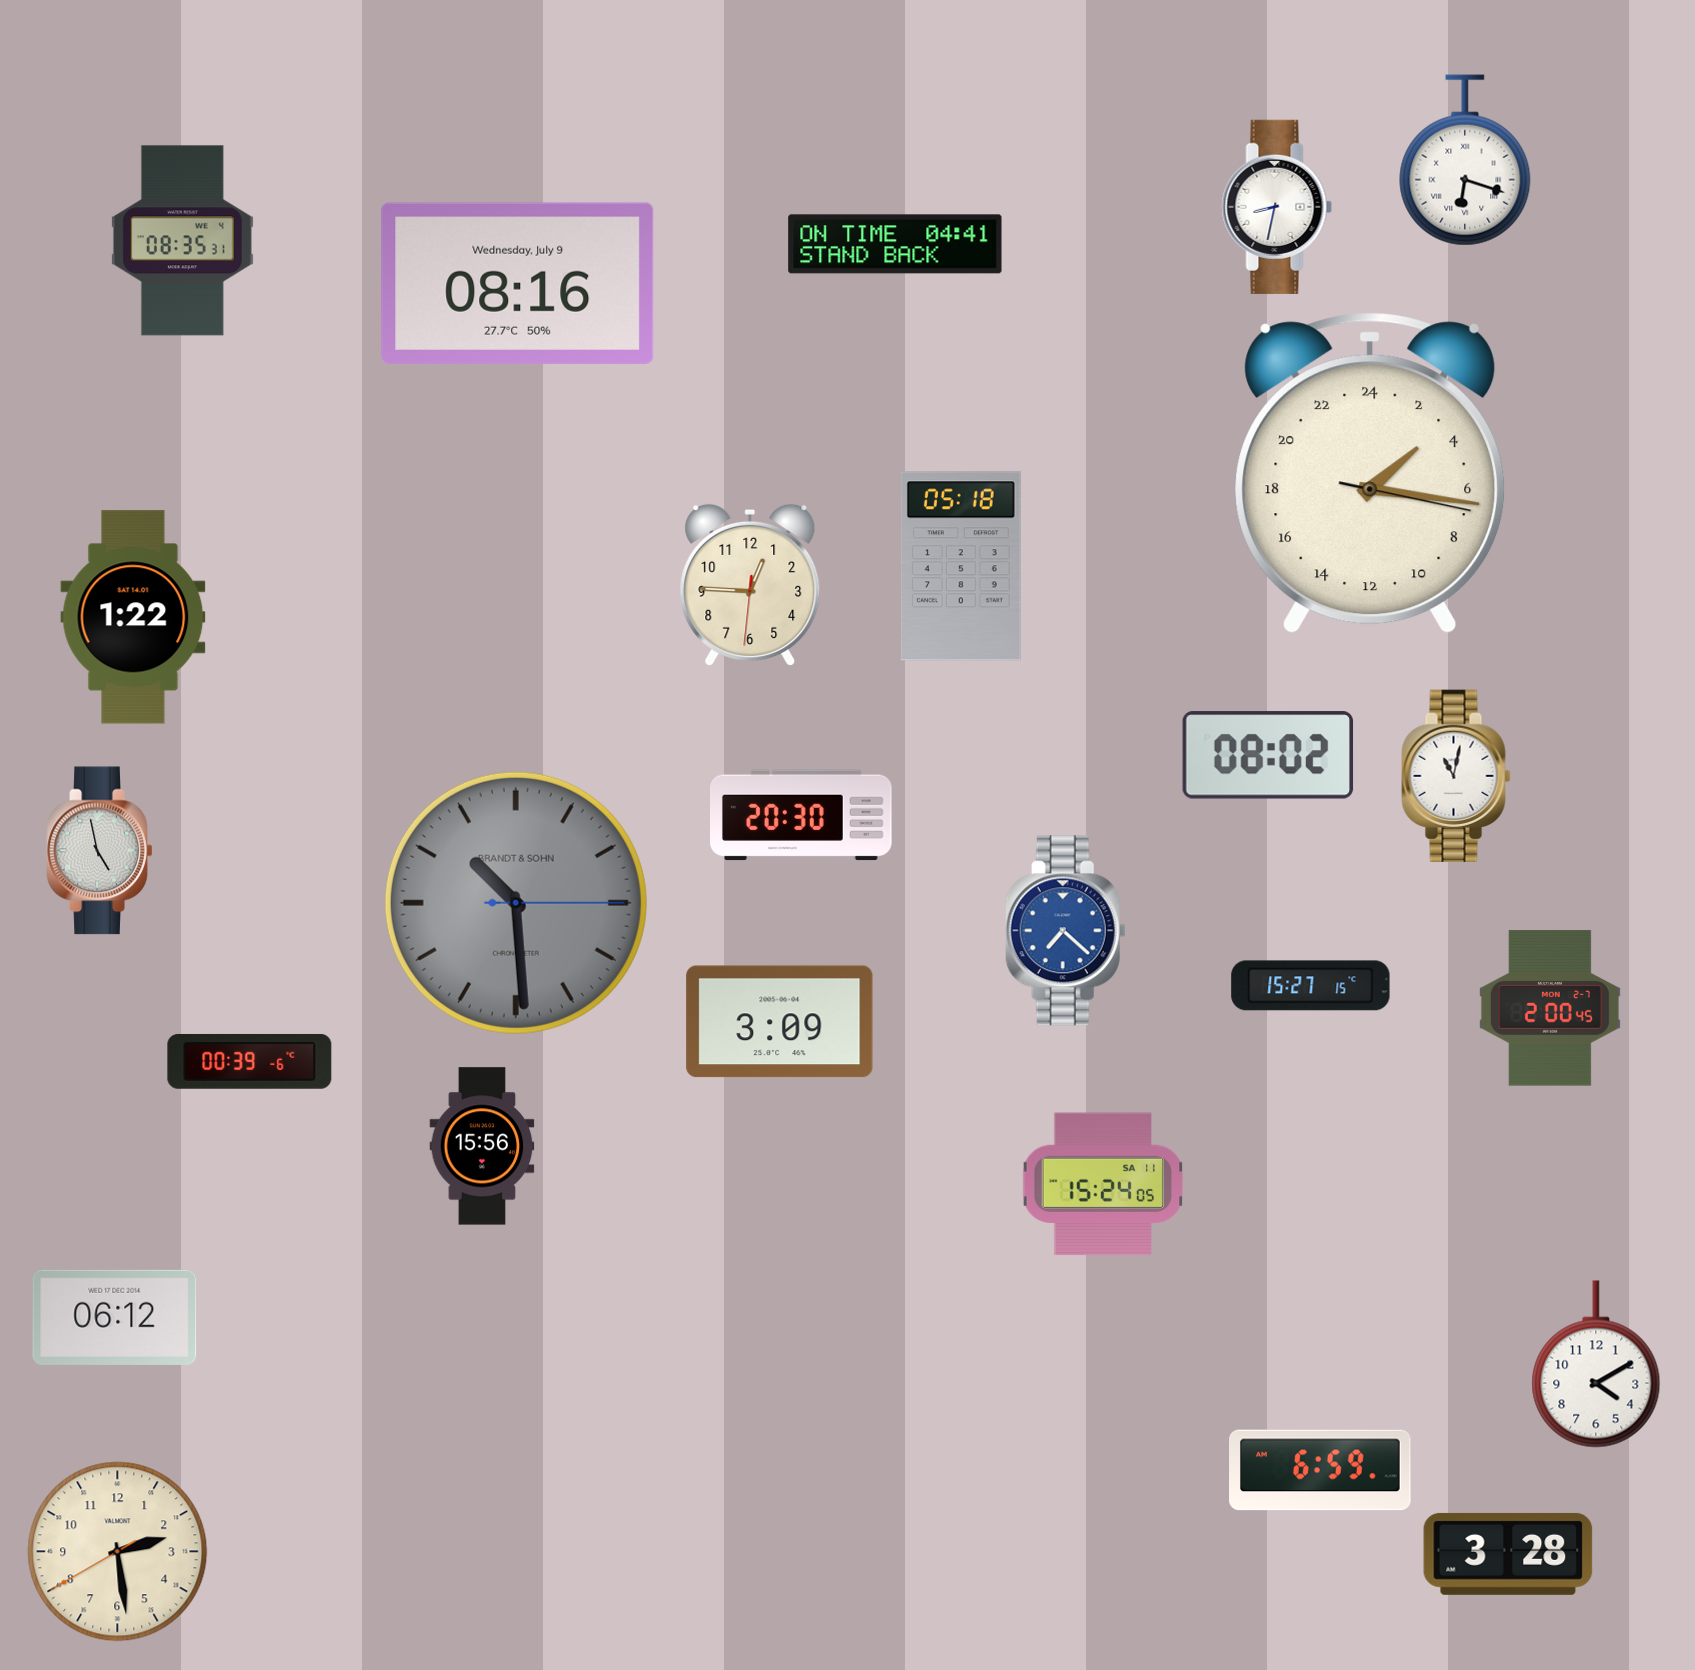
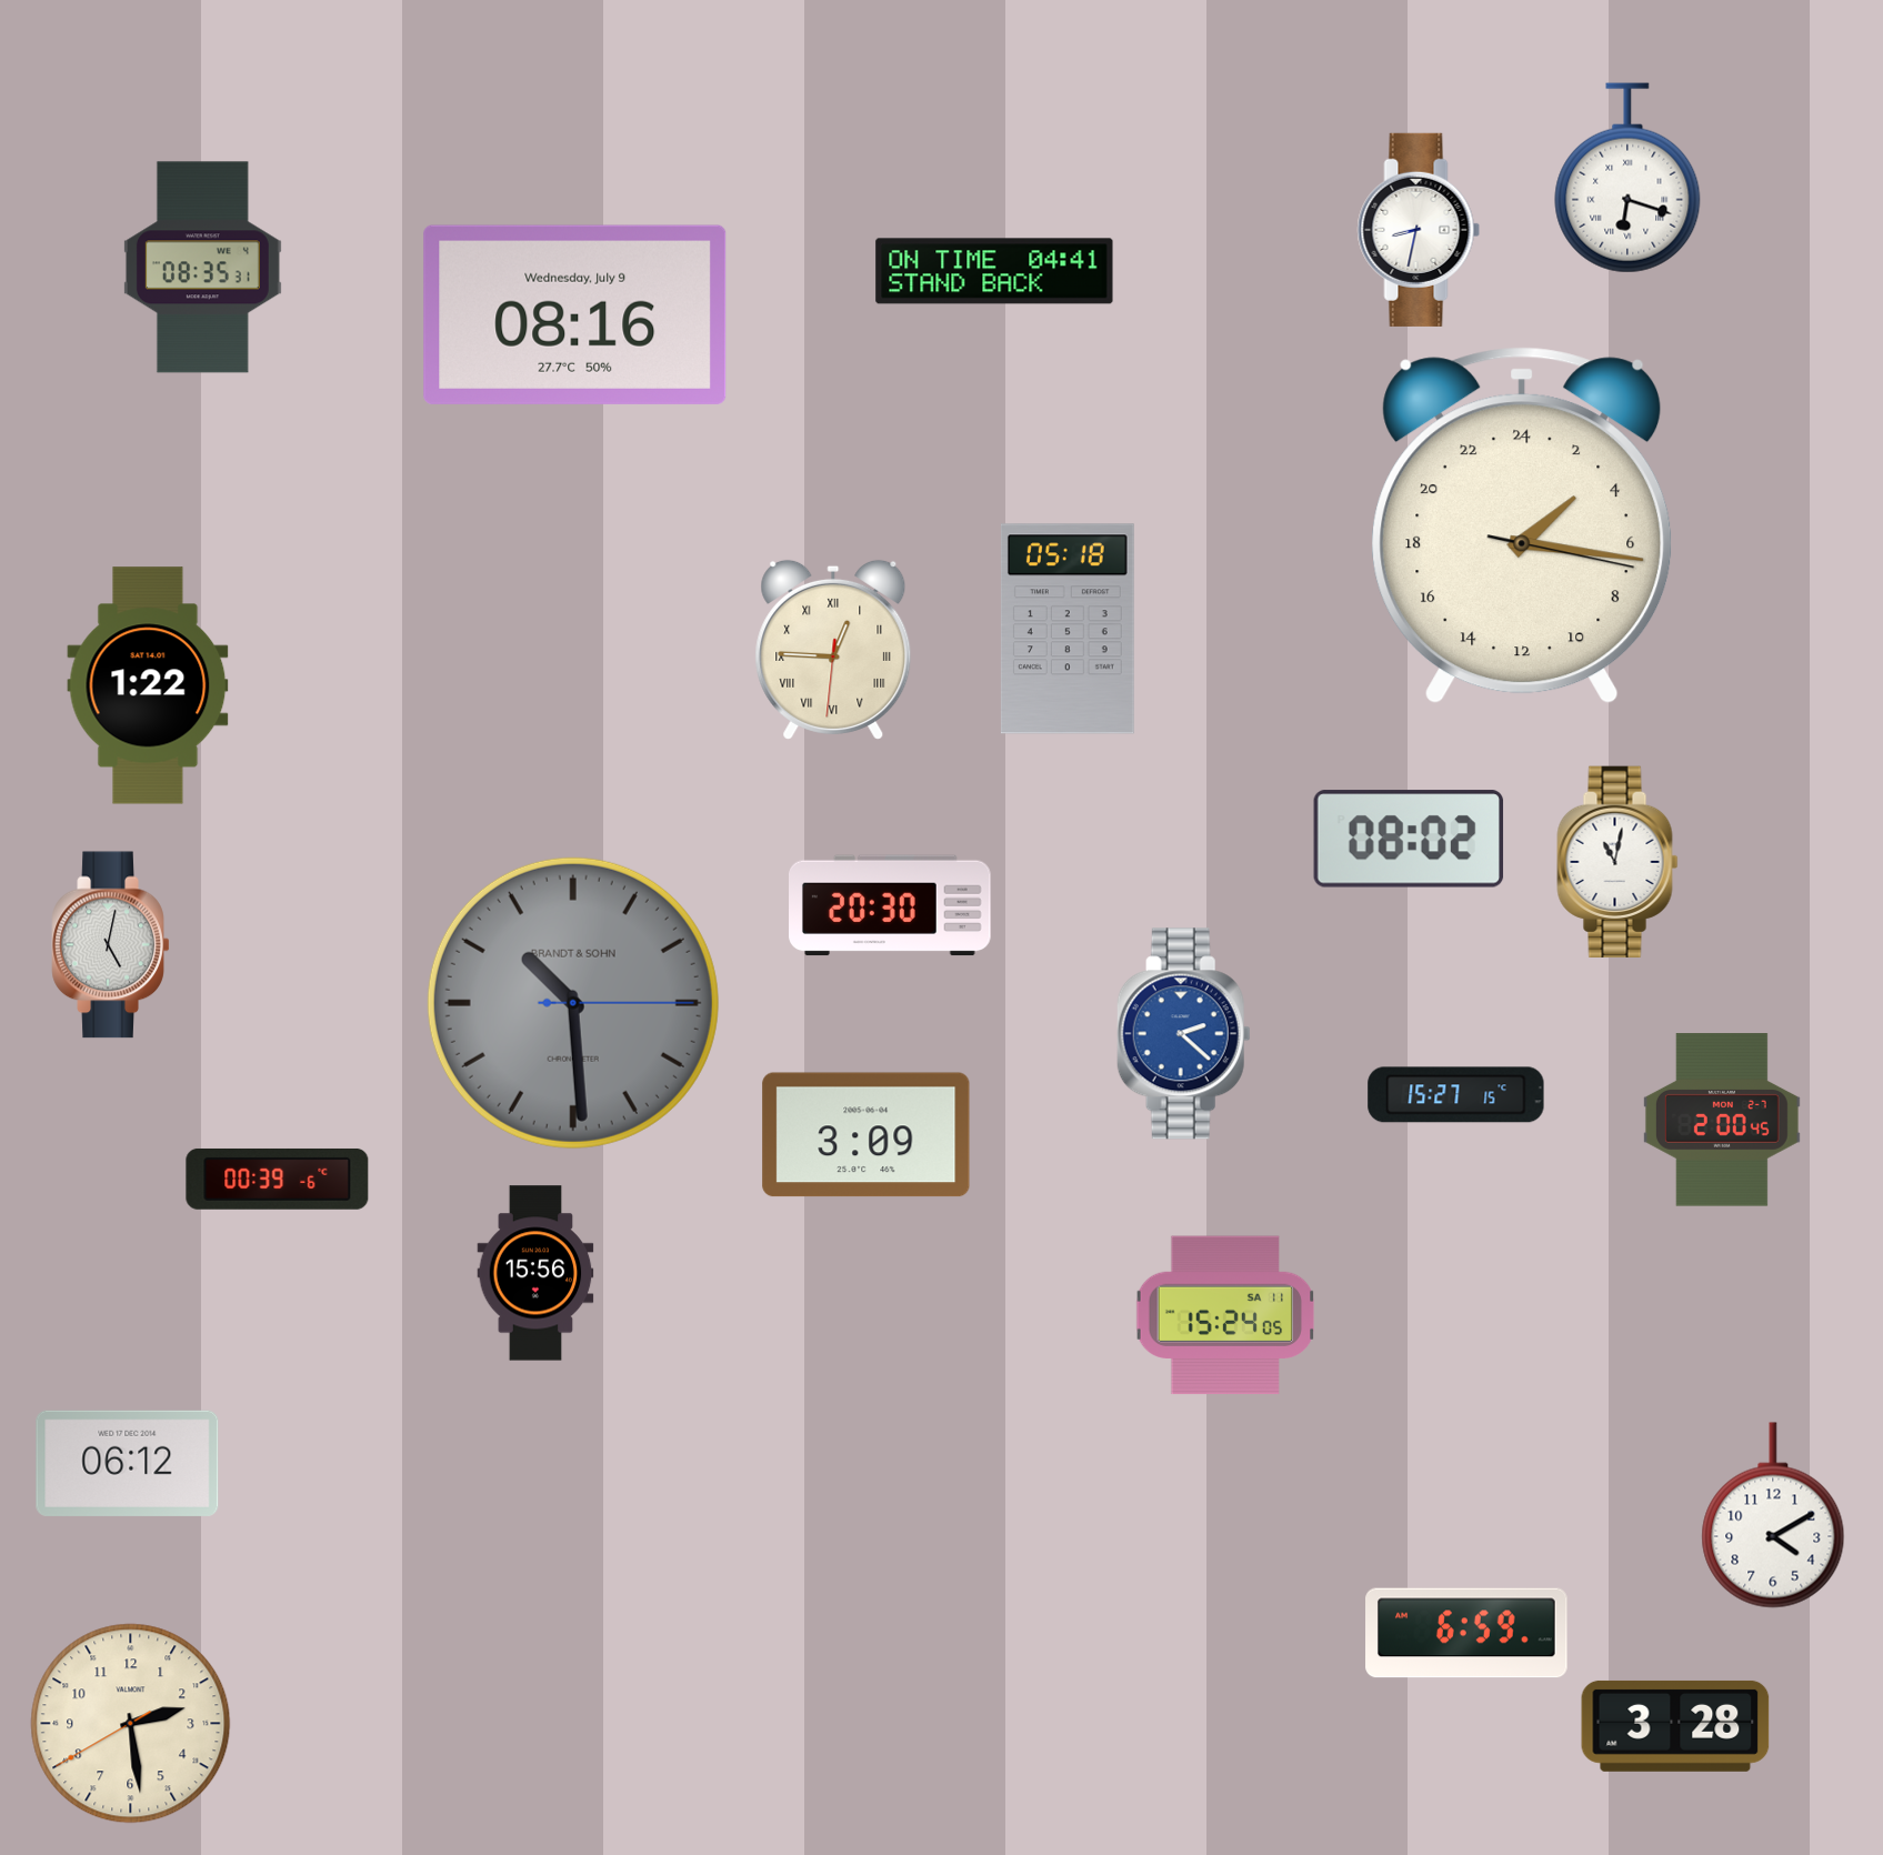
clock at (750, 585) numerals: Arabic -> Roman
clock at (100, 851): 4:58 -> 5:02
clock at (1065, 931): 7:22 -> 2:22
